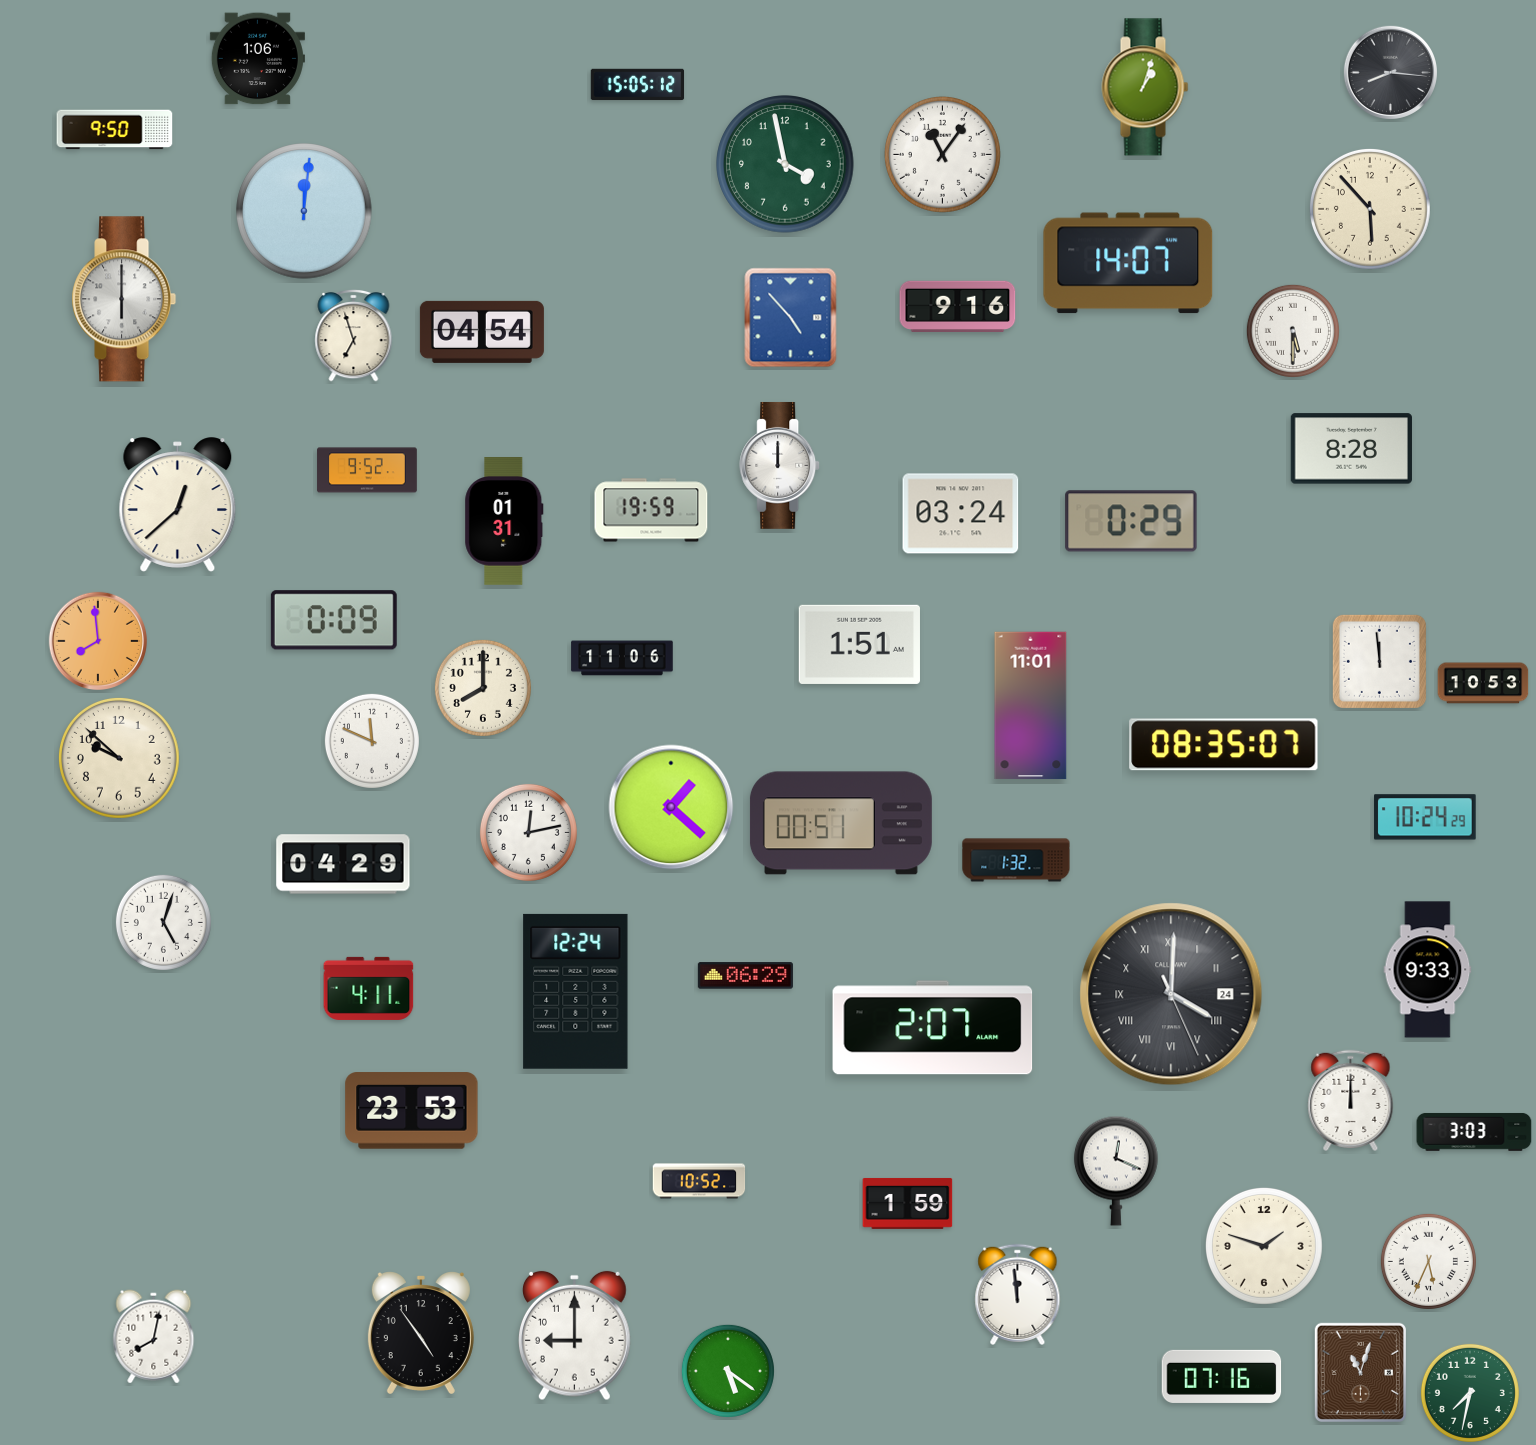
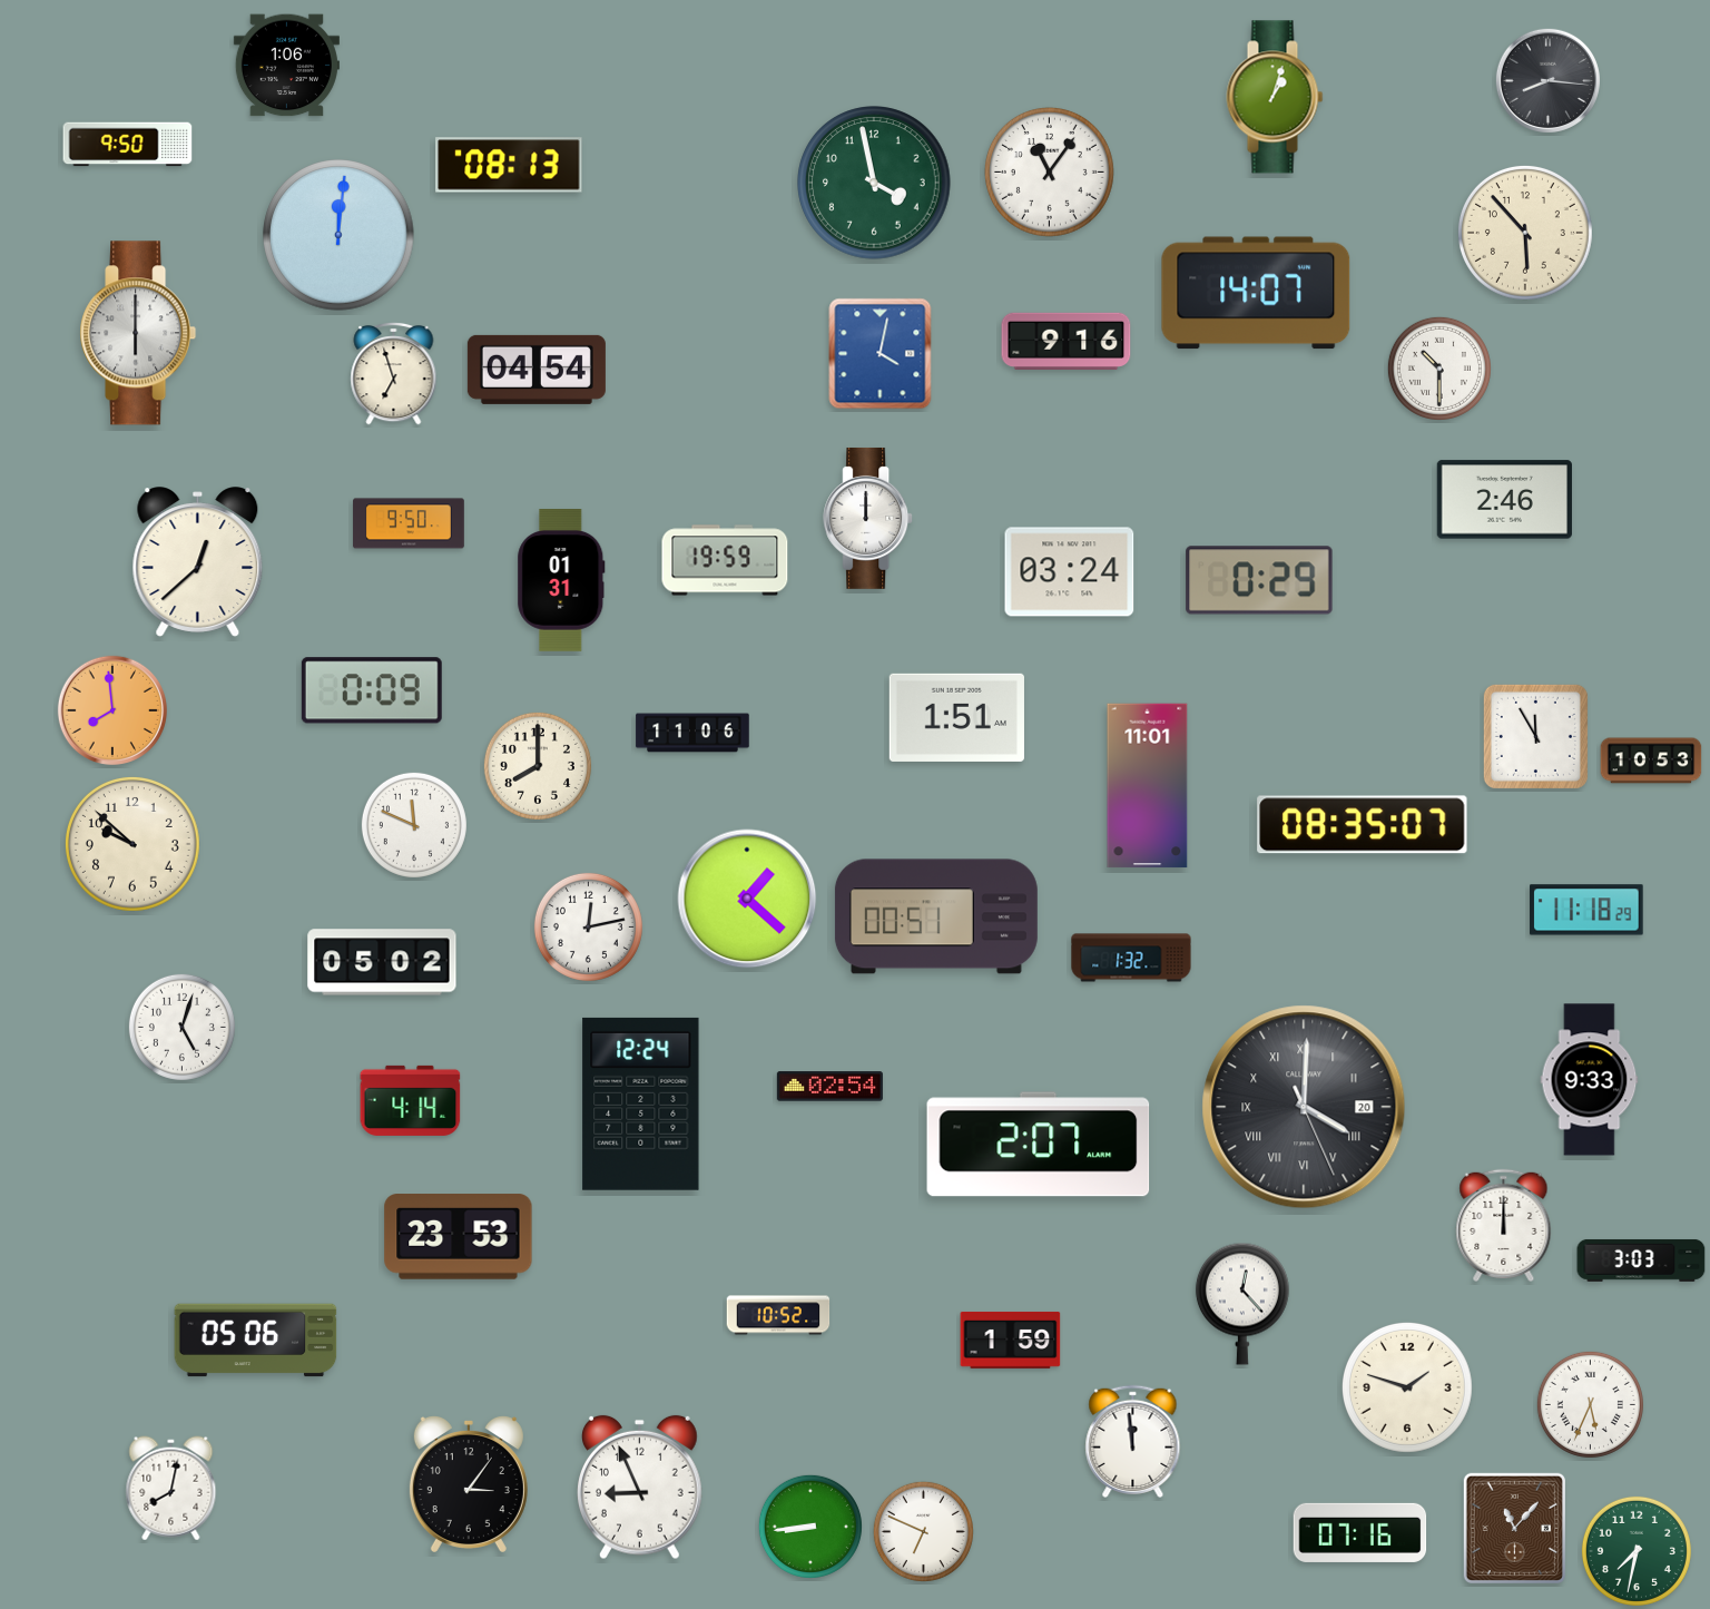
clock at (638, 85): 15:05 -> none
clock at (509, 165): none -> 08:13
clock at (791, 318): 4:53 -> 4:02
clock at (1293, 331): 5:30 -> 10:30
clock at (1351, 449): 8:28 -> 2:46
clock at (367, 470): 9:52 -> 9:50
clock at (651, 510) position: (651, 510) -> (725, 560)
clock at (97, 640) position: (97, 640) -> (111, 709)
clock at (1379, 661): 11:59 -> 11:55
clock at (1224, 745) position: (1224, 745) -> (1363, 825)
clock at (1425, 817): 10:24 -> 11:18
clock at (343, 864): 04:29 -> 05:02
clock at (745, 976): 06:29 -> 02:54
clock at (369, 988): 4:11 -> 4:14
clock at (1171, 994) date: 24 -> 20
clock at (1116, 1171): 12:19 -> 12:23
clock at (256, 1341): none -> 05:06
clock at (421, 1333): 4:54 -> 3:06
clock at (575, 1336): 9:00 -> 8:56
clock at (728, 1371): 5:21 -> 8:44
clock at (1360, 1372): 11:03 -> 11:07
clock at (923, 1531): none -> 6:49
